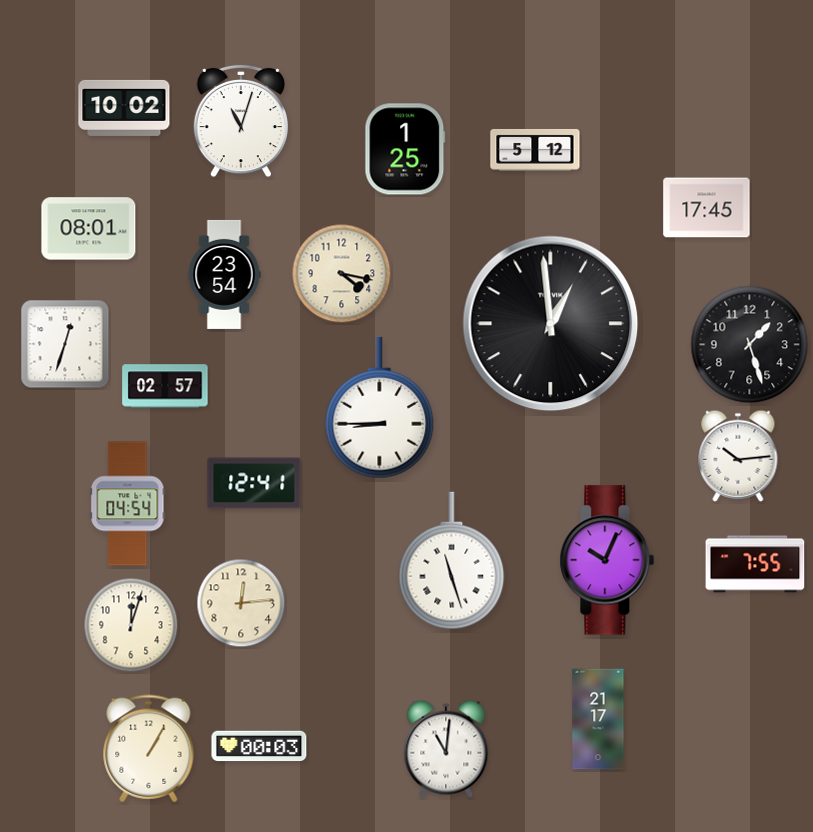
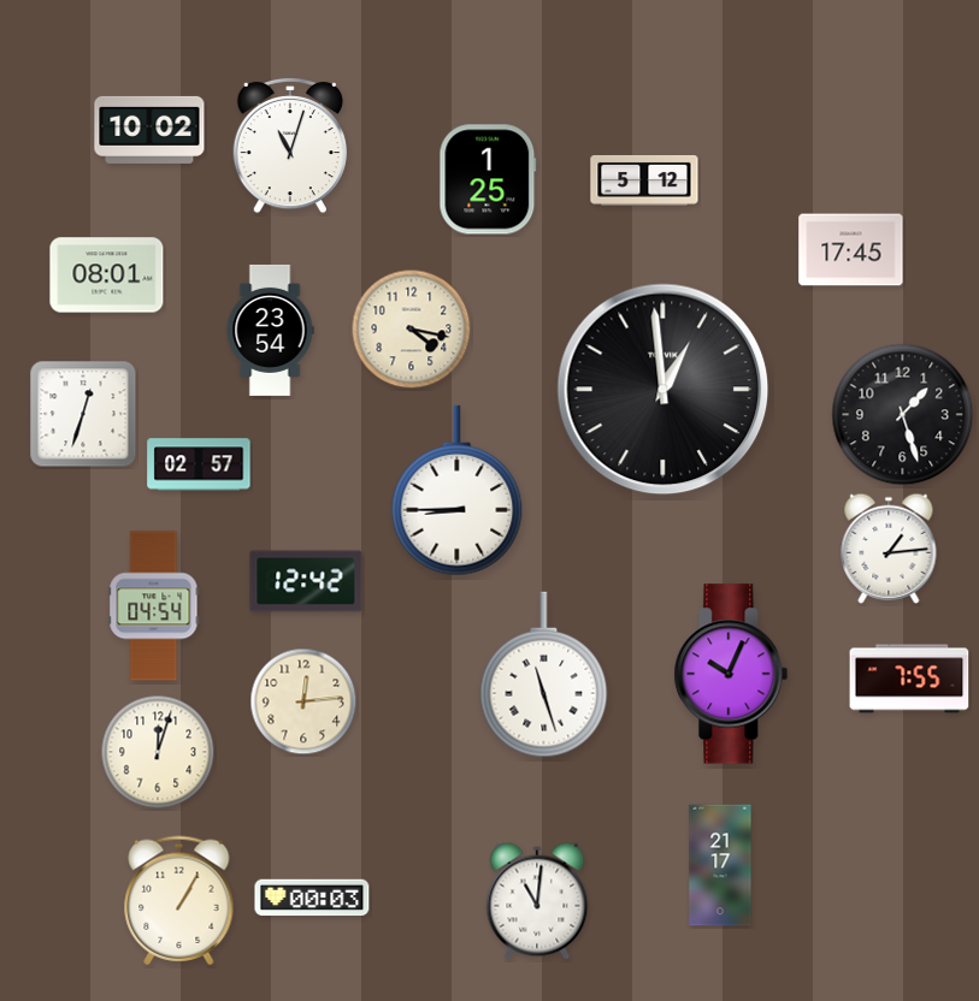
clock at (65, 344) position: (65, 344) -> (83, 414)
clock at (738, 456): 10:14 -> 1:14
clock at (254, 483): 12:41 -> 12:42
clock at (241, 603) position: (241, 603) -> (303, 701)
